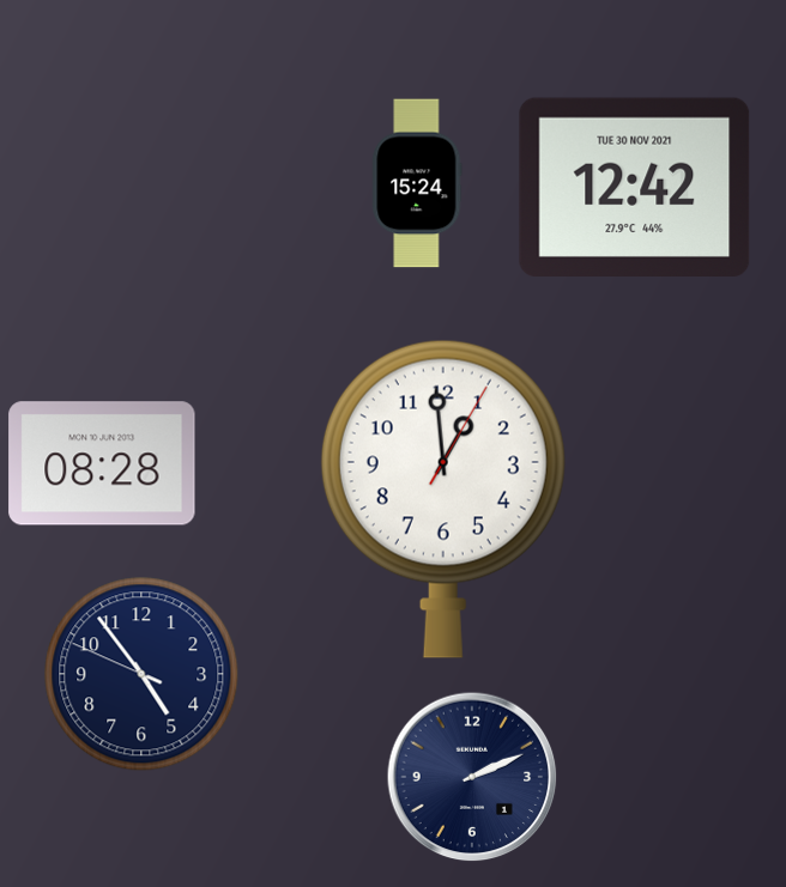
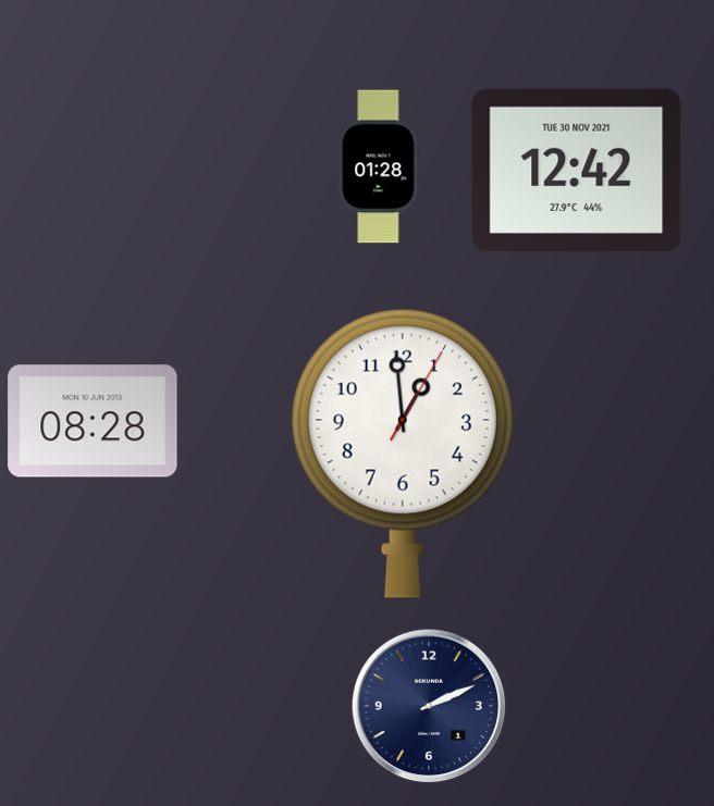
clock at (417, 183): 15:24 -> 01:28
clock at (141, 674): 4:53 -> none
